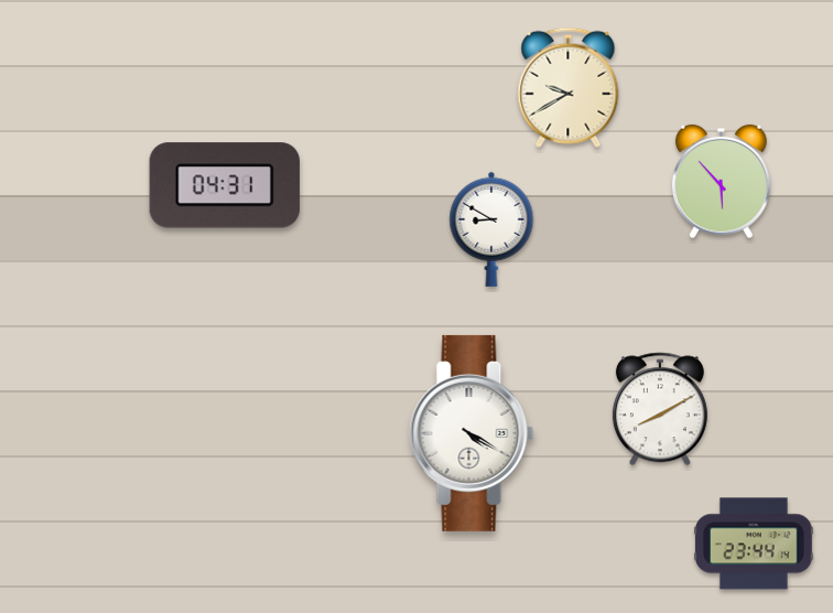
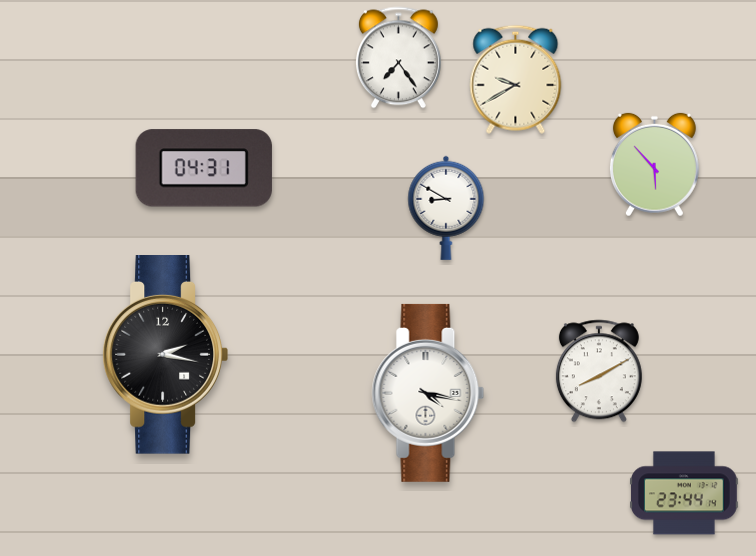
clock at (398, 58): none -> 7:24
clock at (165, 355): none -> 2:17
clock at (472, 433): 4:20 -> 4:17
